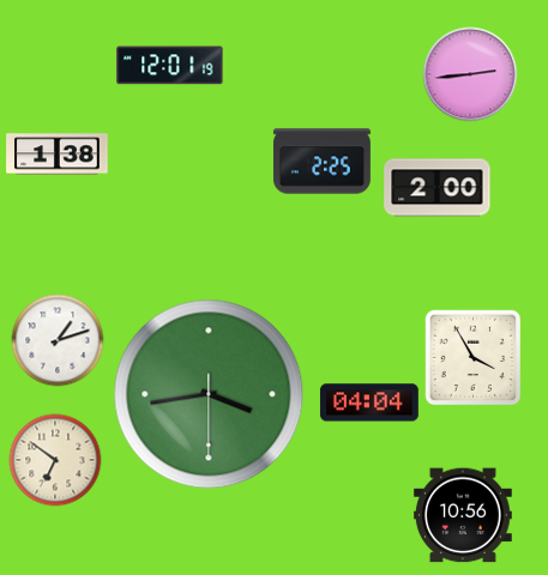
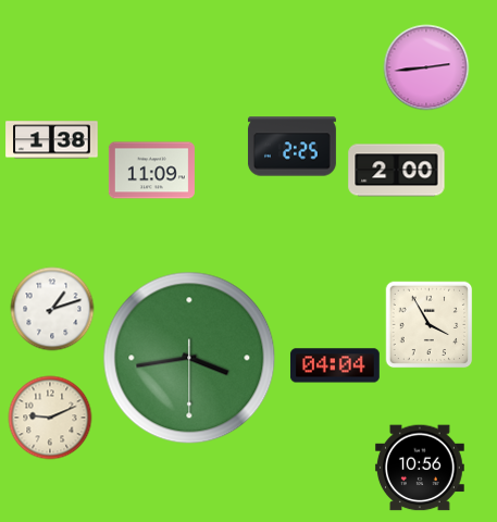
clock at (170, 66): 12:01 -> none
clock at (151, 171): none -> 11:09
clock at (55, 460): 6:51 -> 9:11
